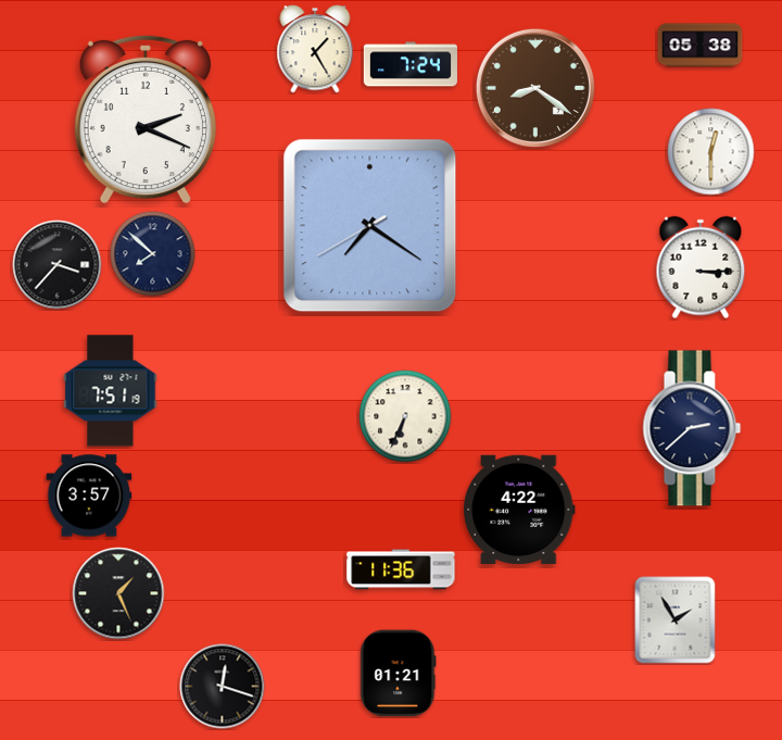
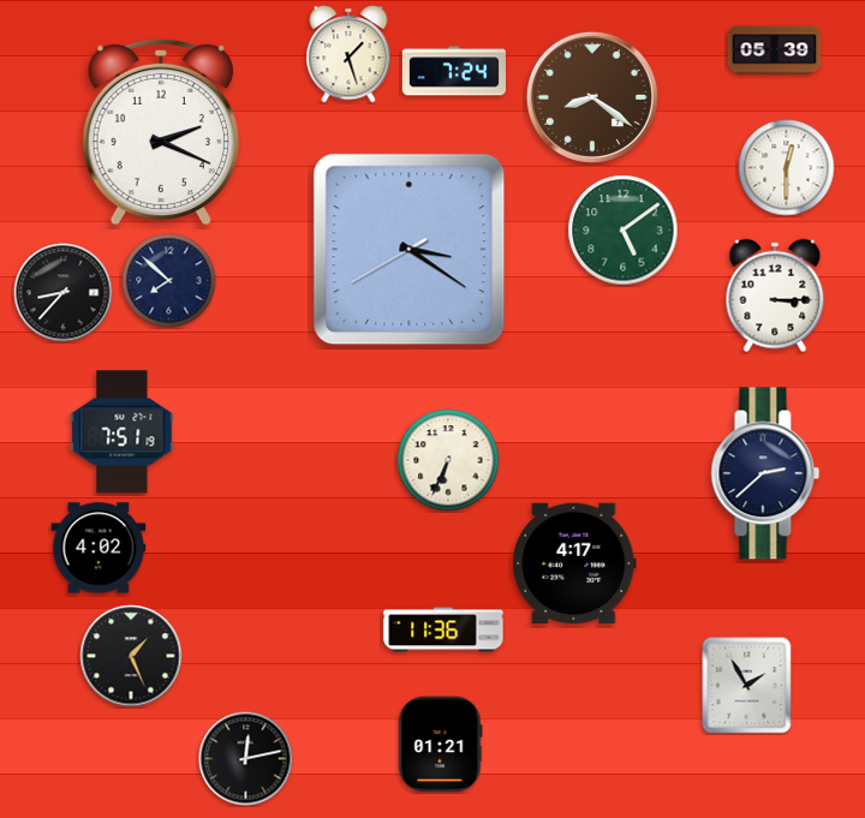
clock at (701, 46): 05:38 -> 05:39
clock at (315, 49): 1:25 -> 1:27
clock at (624, 231): none -> 5:09
clock at (370, 226): 7:20 -> 3:20
clock at (58, 265): 3:37 -> 8:37
clock at (89, 496): 3:57 -> 4:02
clock at (520, 509): 4:22 -> 4:17
clock at (223, 687): 12:18 -> 12:13
